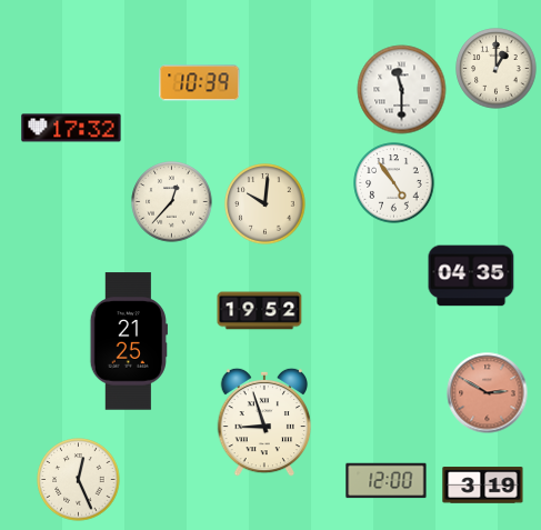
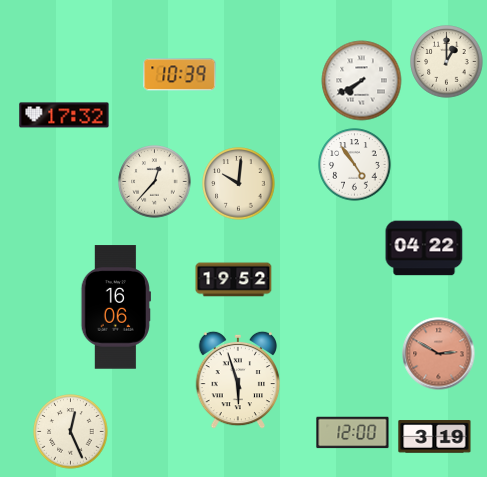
clock at (402, 90): 11:30 -> 7:40
clock at (471, 276): 04:35 -> 04:22
clock at (129, 341): 21:25 -> 16:06
clock at (264, 422): 8:57 -> 5:57
clock at (387, 481) position: (387, 481) -> (353, 433)
